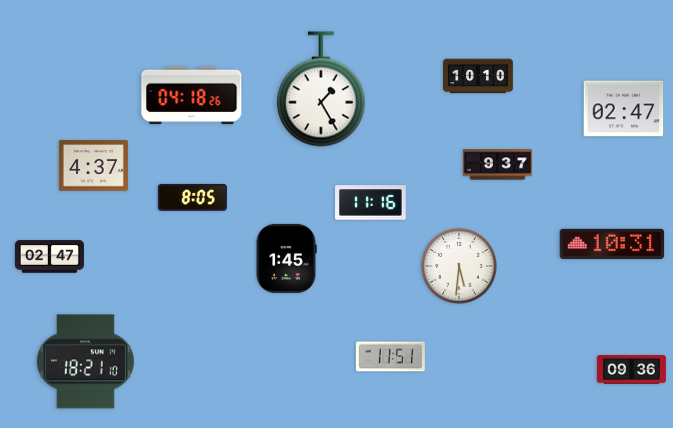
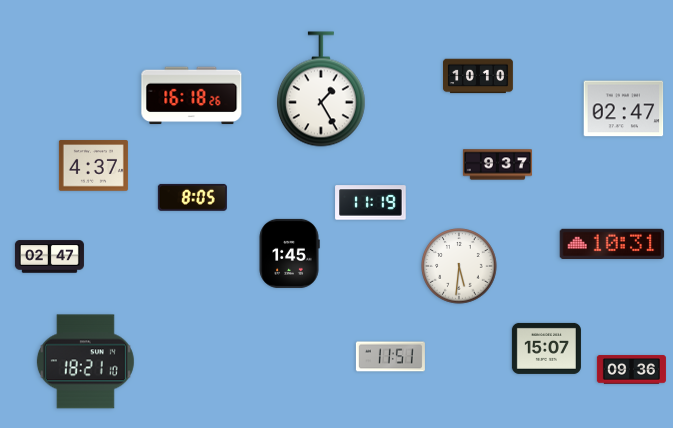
clock at (192, 96): 04:18 -> 16:18
clock at (371, 203): 11:16 -> 11:19
clock at (286, 258) position: (286, 258) -> (289, 253)
clock at (546, 348): none -> 15:07
